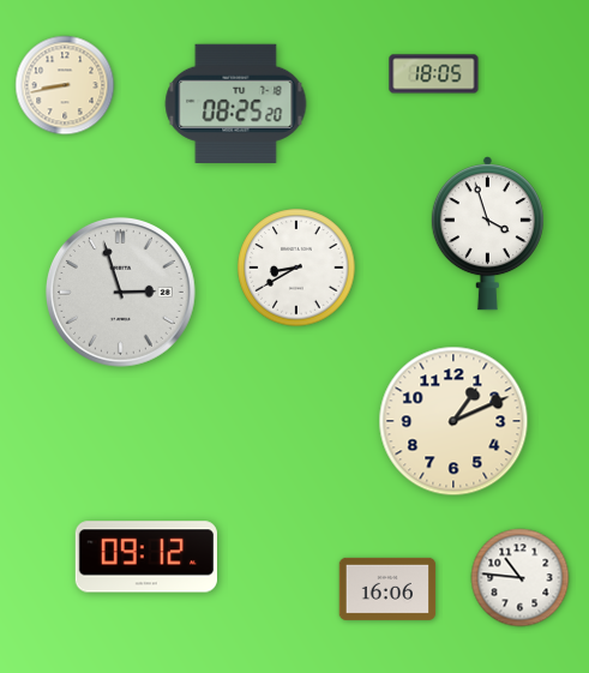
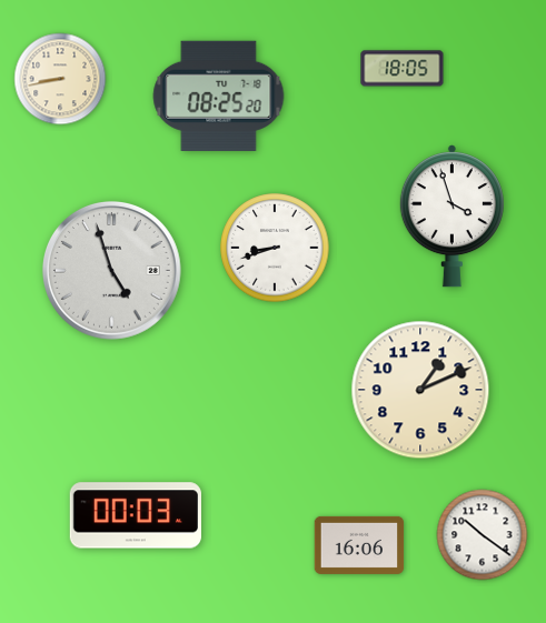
clock at (296, 268): 8:40 -> 8:42
clock at (120, 292): 2:57 -> 4:57
clock at (146, 557): 09:12 -> 00:03
clock at (521, 578): 10:46 -> 10:21
